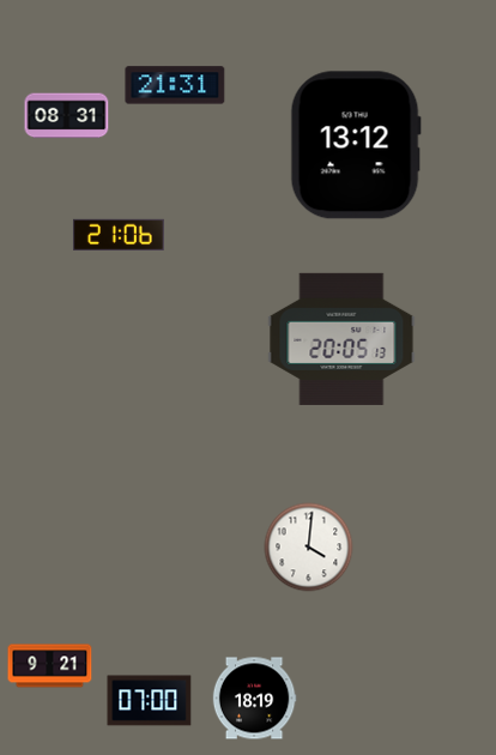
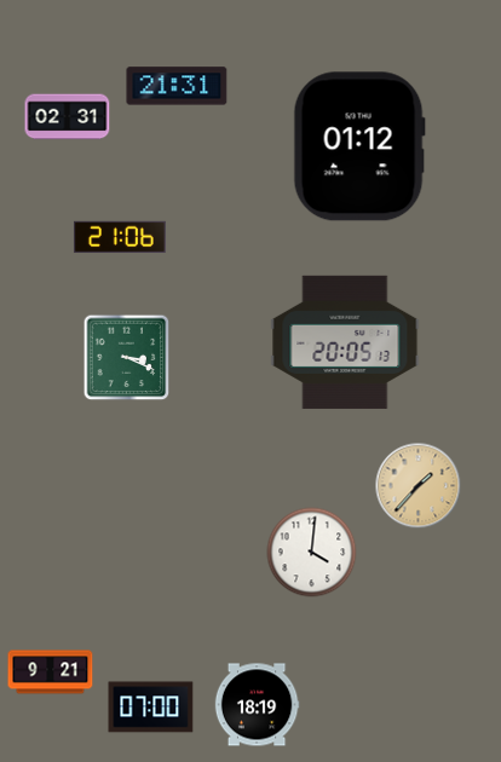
clock at (67, 116): 08:31 -> 02:31
clock at (356, 145): 13:12 -> 01:12
clock at (127, 358): none -> 3:19
clock at (419, 486): none -> 1:37
